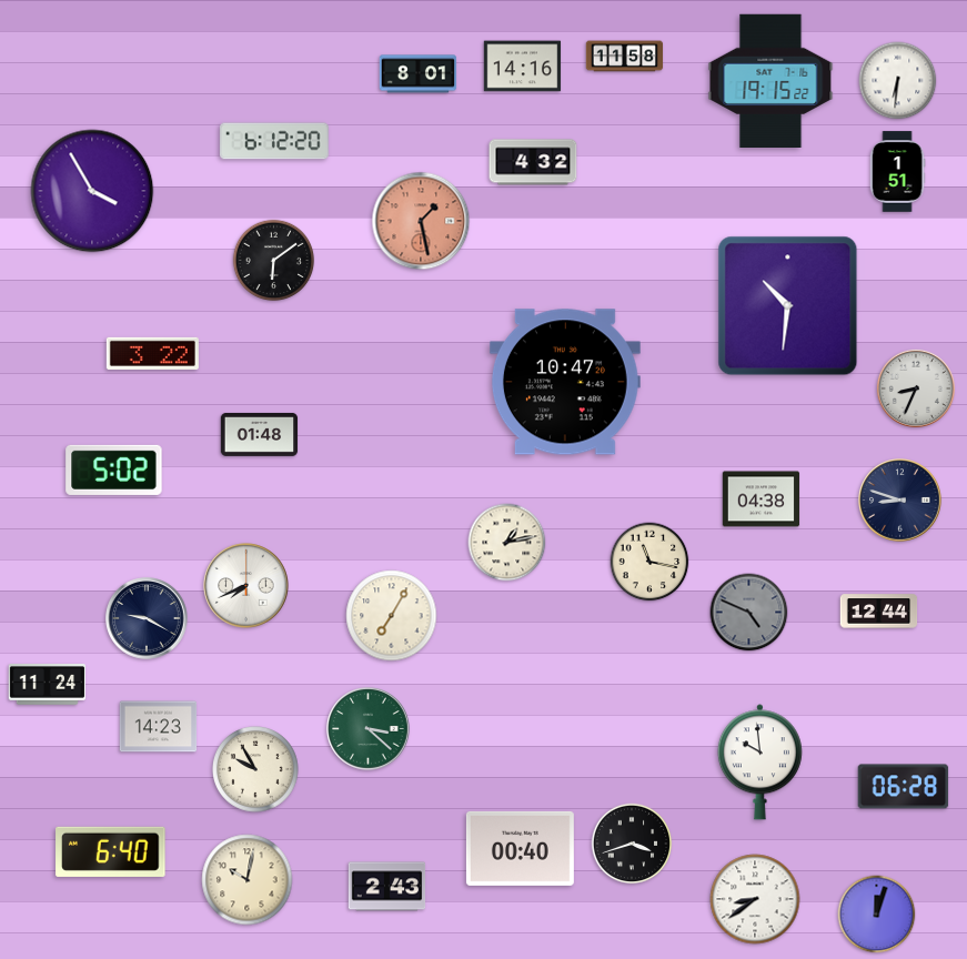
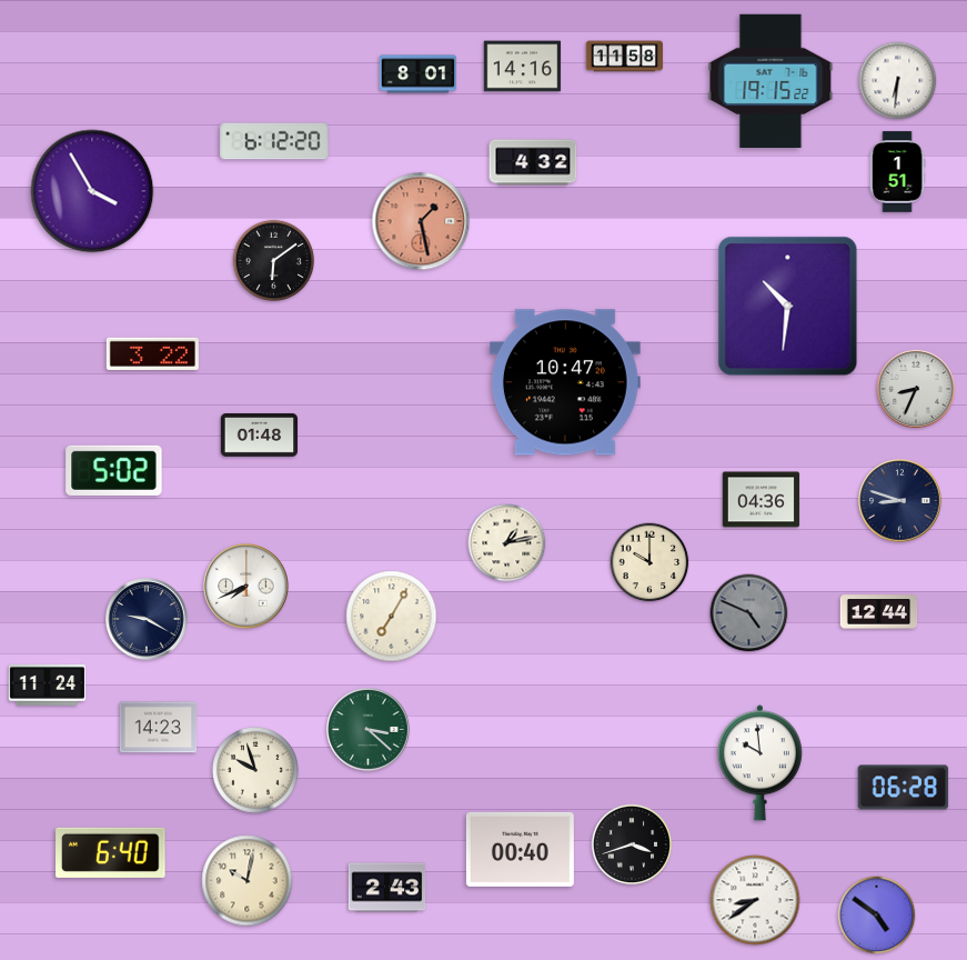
clock at (762, 499): 04:38 -> 04:36
clock at (649, 562): 11:17 -> 10:00
clock at (255, 770): 9:55 -> 9:57
clock at (877, 915): 12:03 -> 4:51
